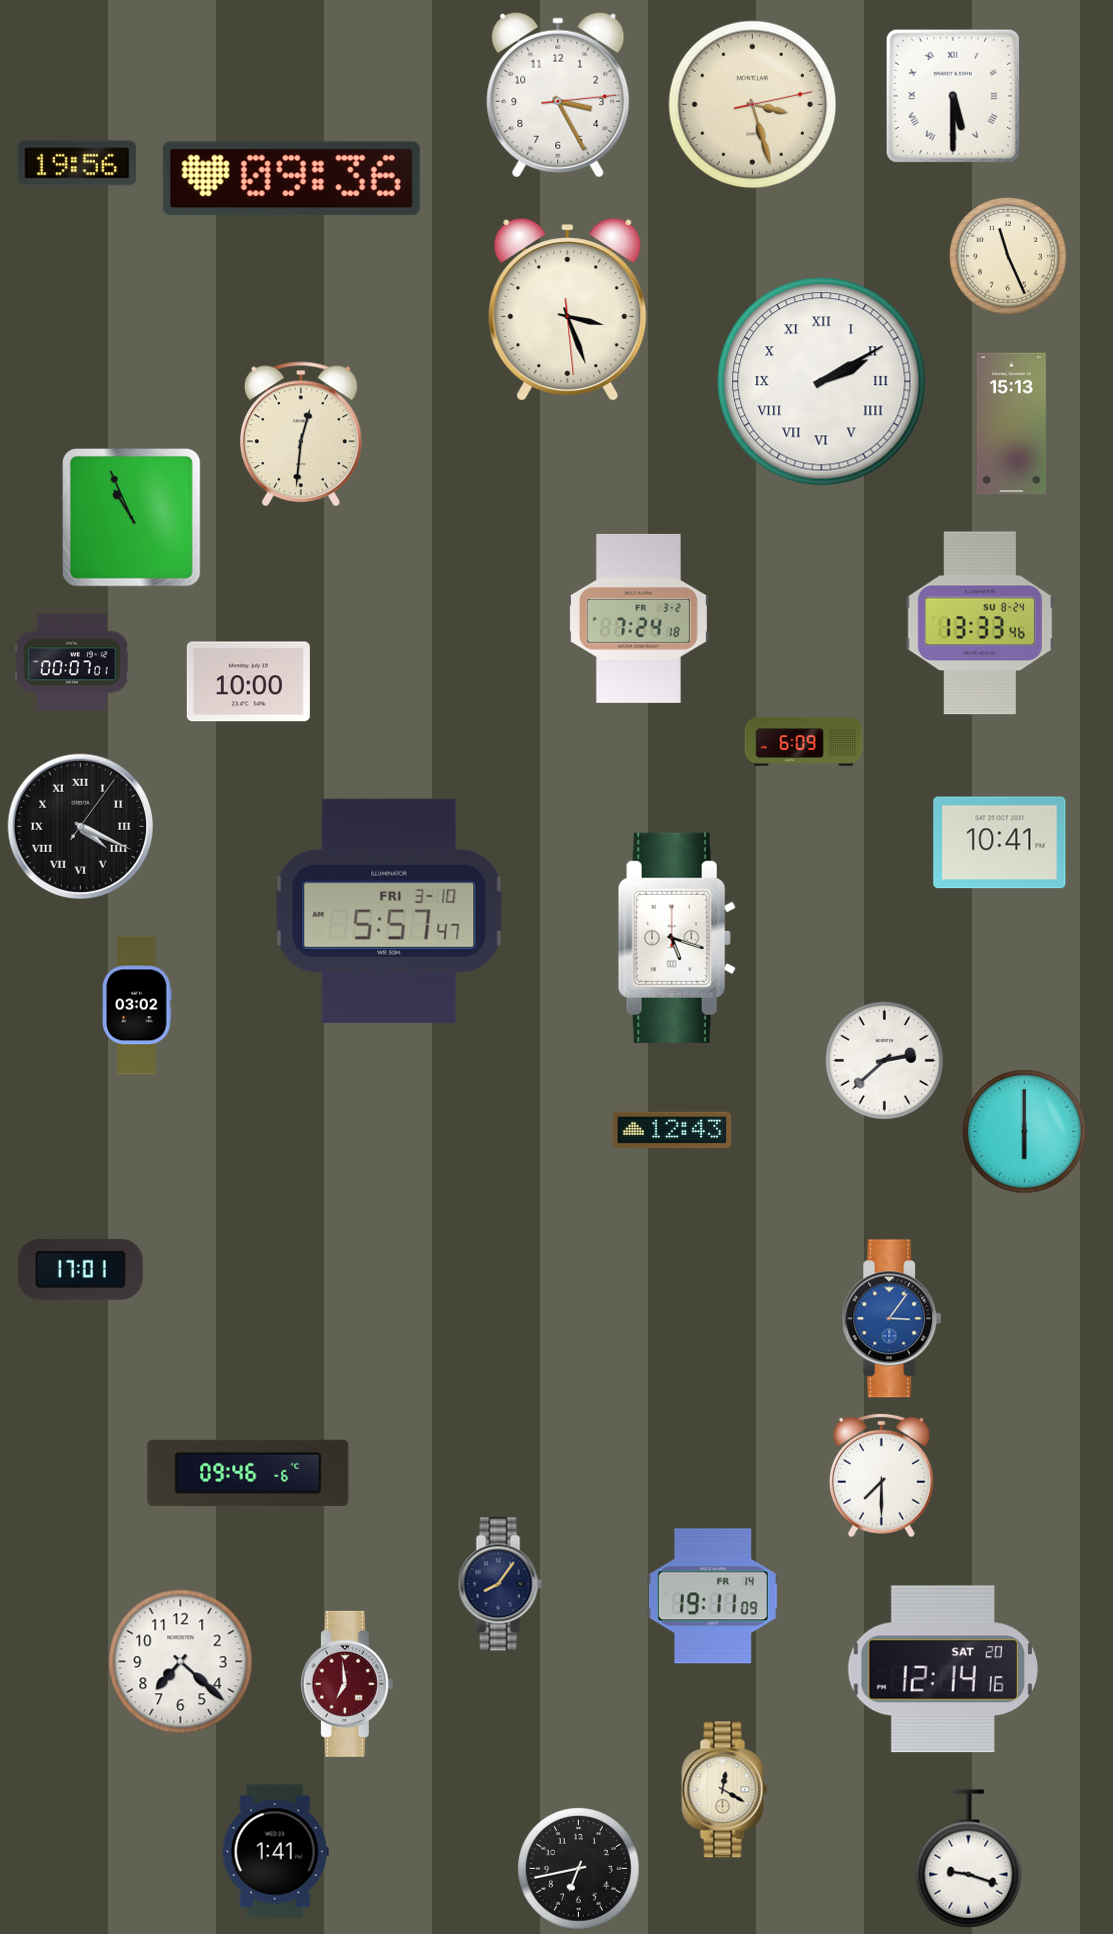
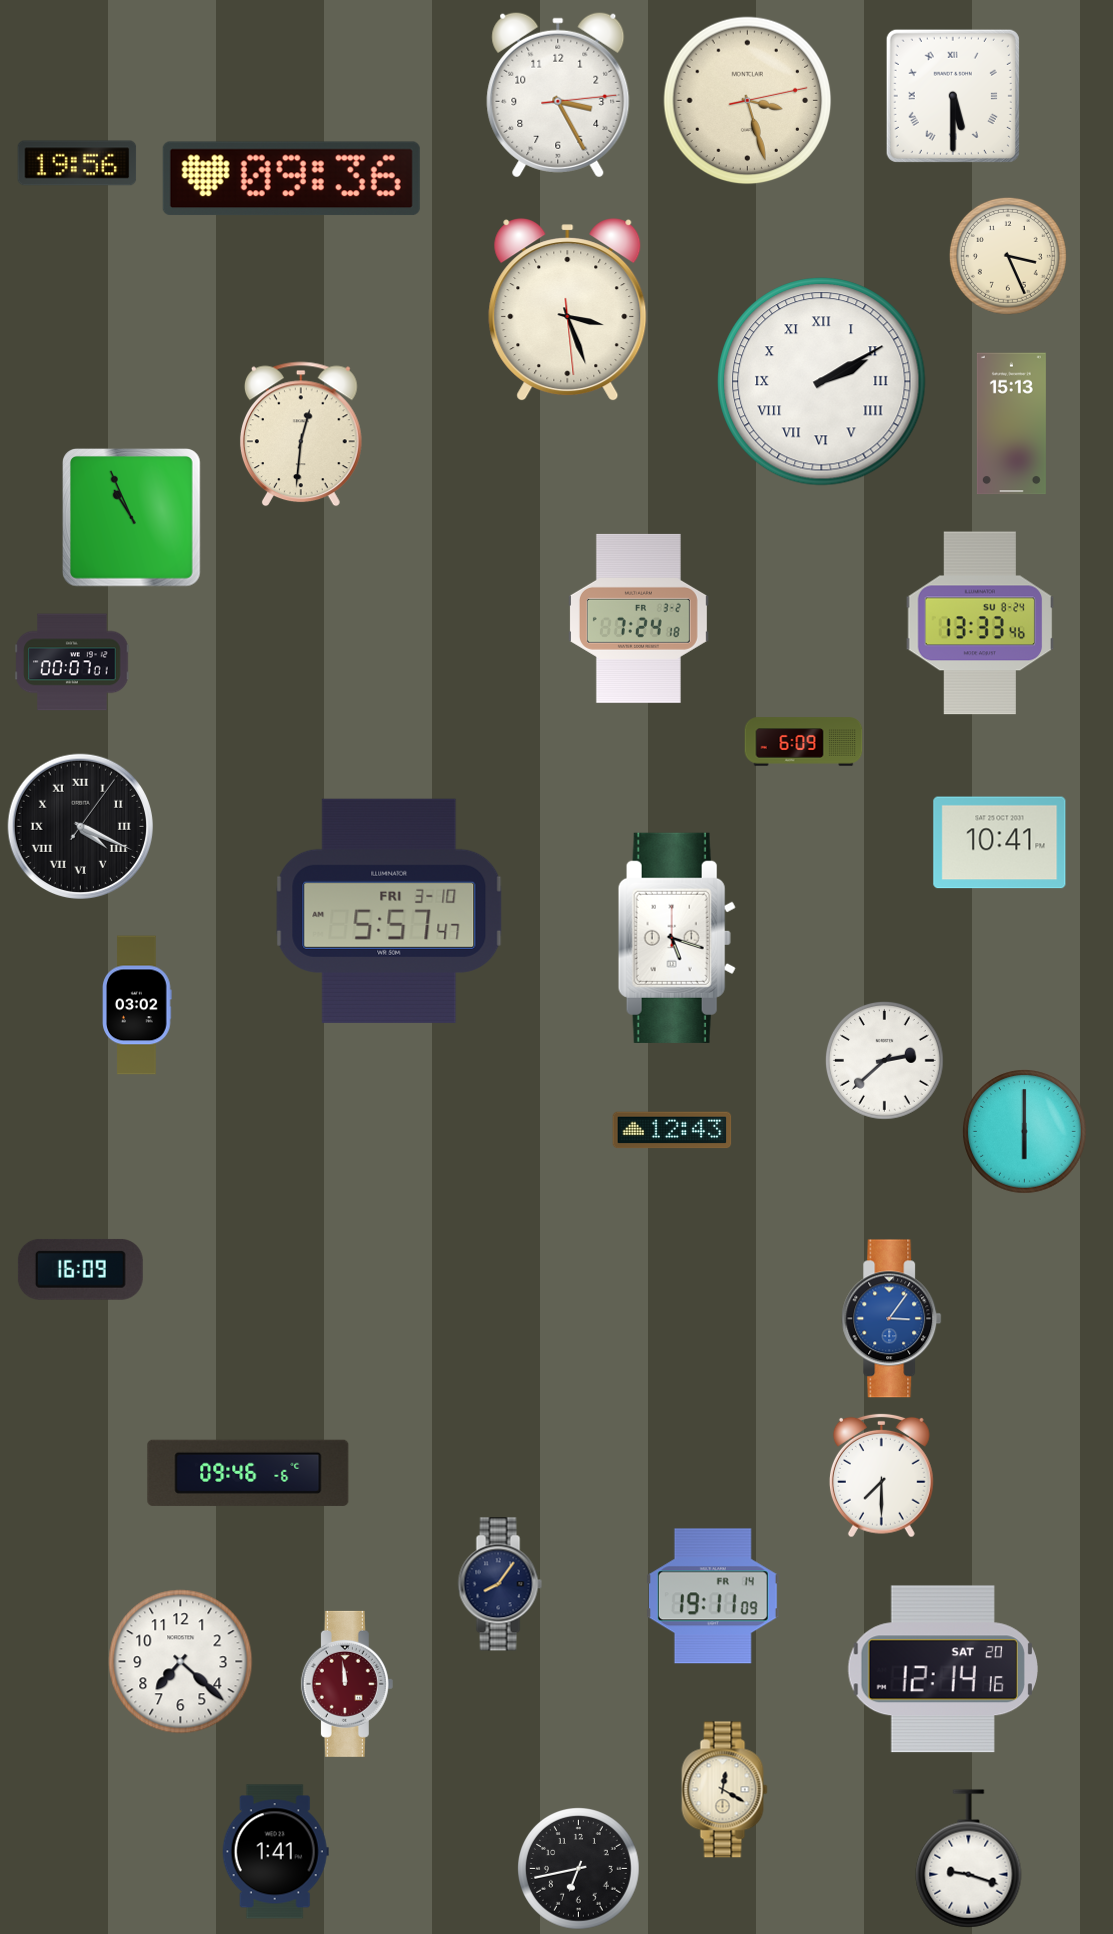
clock at (753, 105) position: (753, 105) -> (748, 101)
clock at (1008, 256): 11:26 -> 3:26
clock at (248, 682): 10:00 -> none
clock at (80, 1269): 17:01 -> 16:09
clock at (347, 1684): 6:59 -> 11:59
